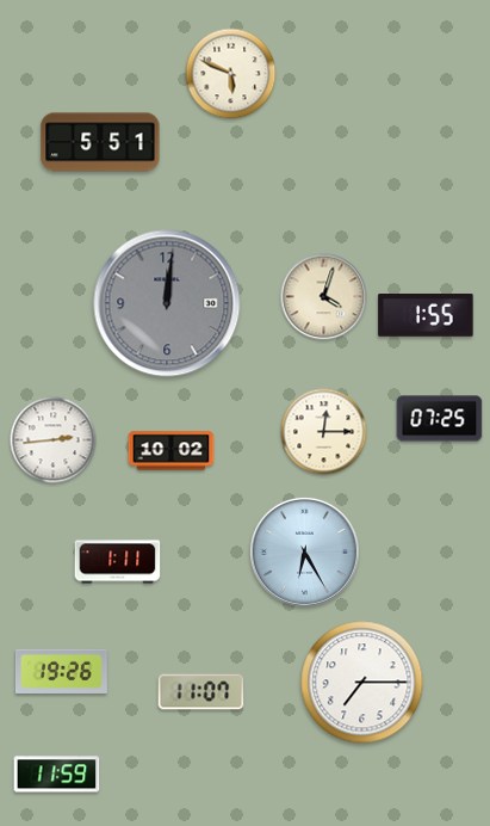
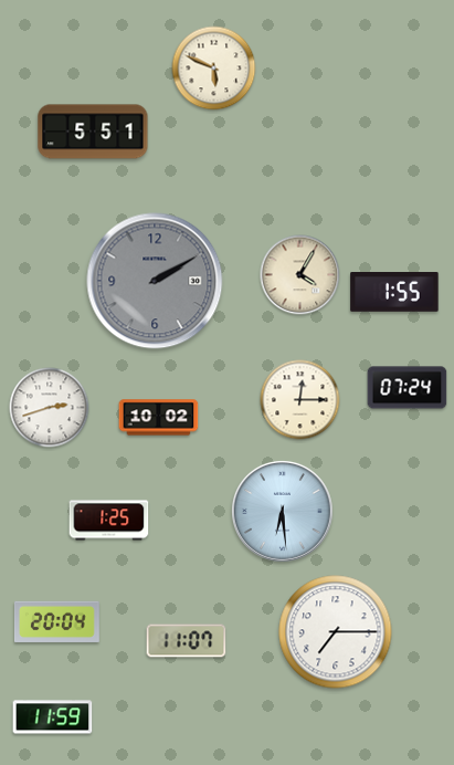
clock at (324, 297): 4:03 -> 4:05
clock at (167, 303): 12:01 -> 2:10
clock at (440, 419): 07:25 -> 07:24
clock at (54, 440): 2:44 -> 2:42
clock at (304, 551): 6:25 -> 6:29
clock at (118, 562): 1:11 -> 1:25
clock at (61, 671): 19:26 -> 20:04
